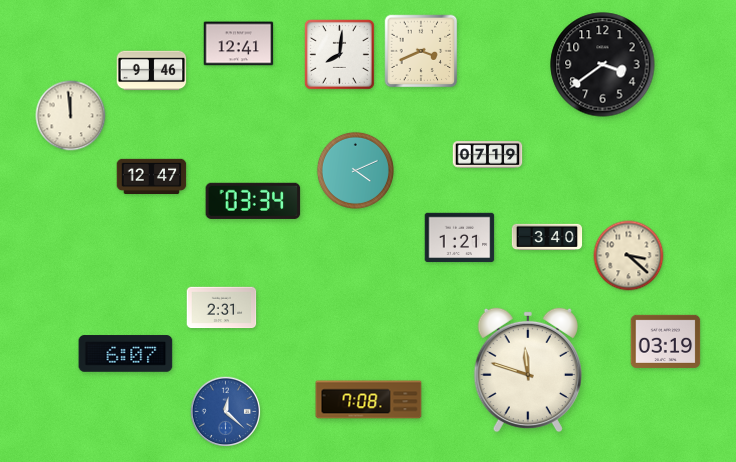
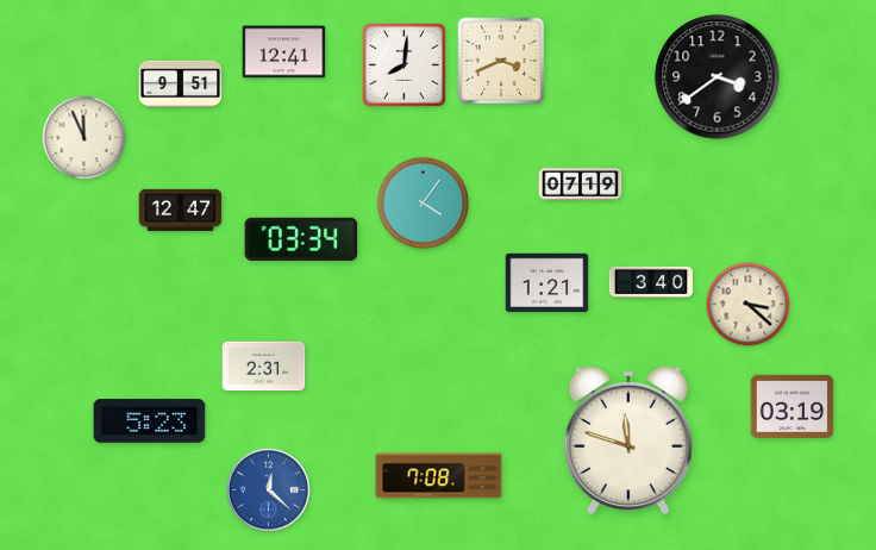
clock at (152, 71): 9:46 -> 9:51
clock at (71, 116): 11:59 -> 11:56
clock at (355, 170): 4:11 -> 4:06
clock at (126, 354): 6:07 -> 5:23
